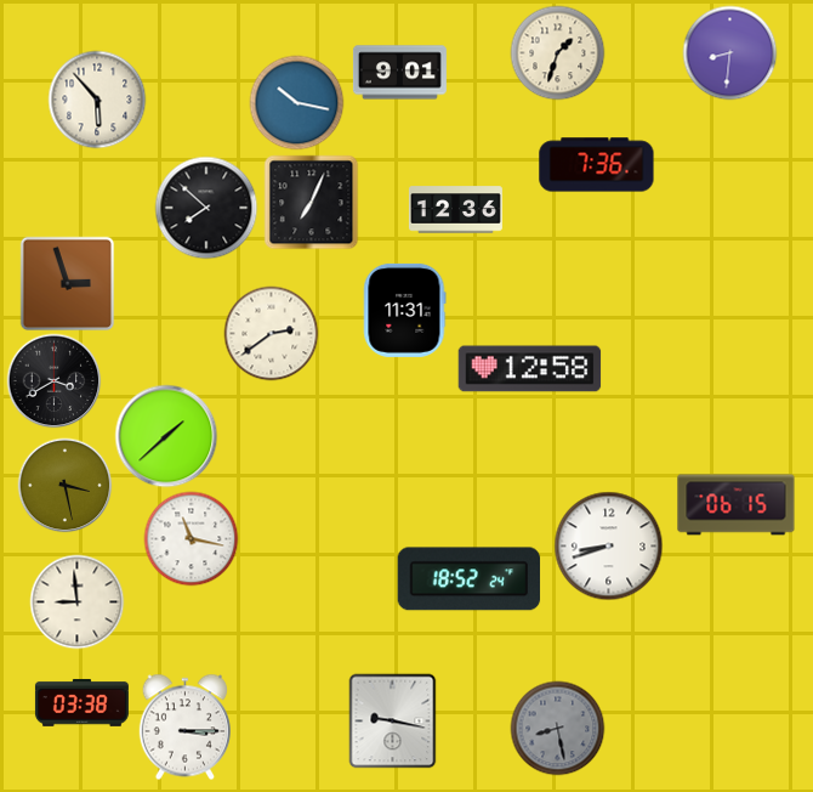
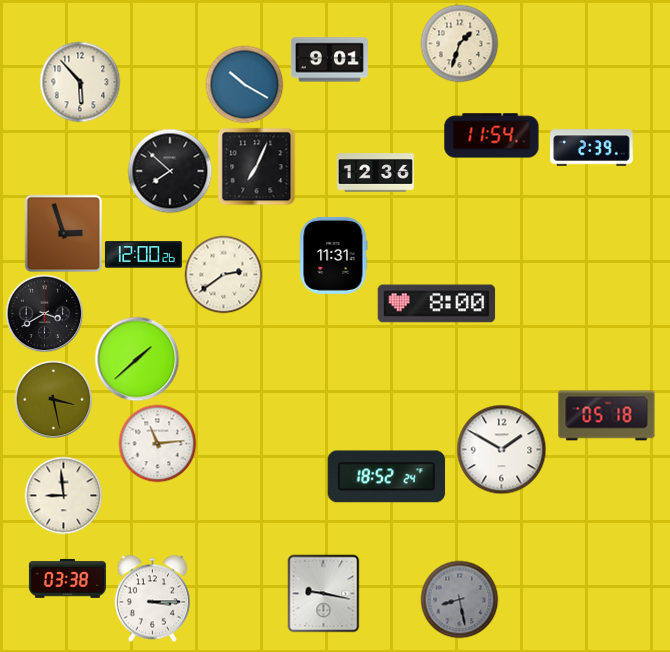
clock at (729, 52): 8:31 -> none
clock at (296, 102): 10:17 -> 10:20
clock at (597, 165): 7:36 -> 11:54
clock at (592, 148): none -> 2:39
clock at (67, 283) position: (67, 283) -> (63, 233)
clock at (143, 255): none -> 12:00
clock at (530, 369): 12:58 -> 8:00
clock at (737, 505): 06:15 -> 05:18
clock at (191, 538): 11:17 -> 11:14
clock at (608, 545): 8:42 -> 1:50
